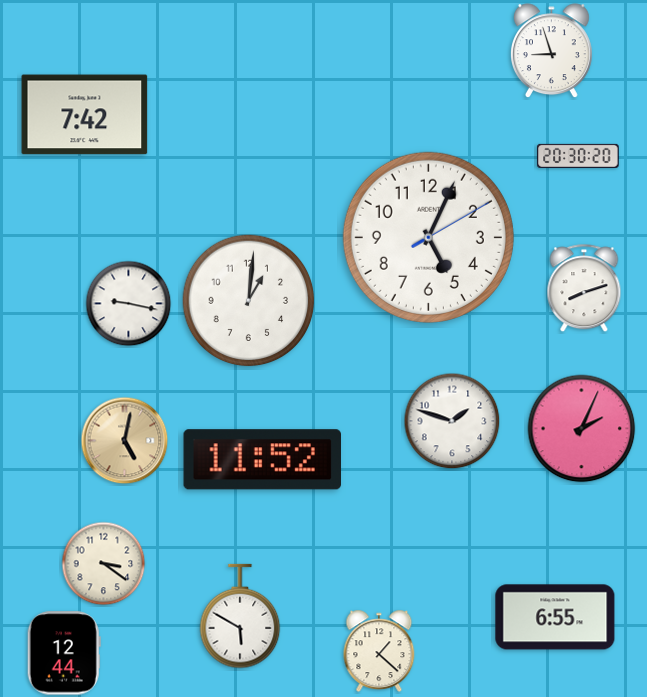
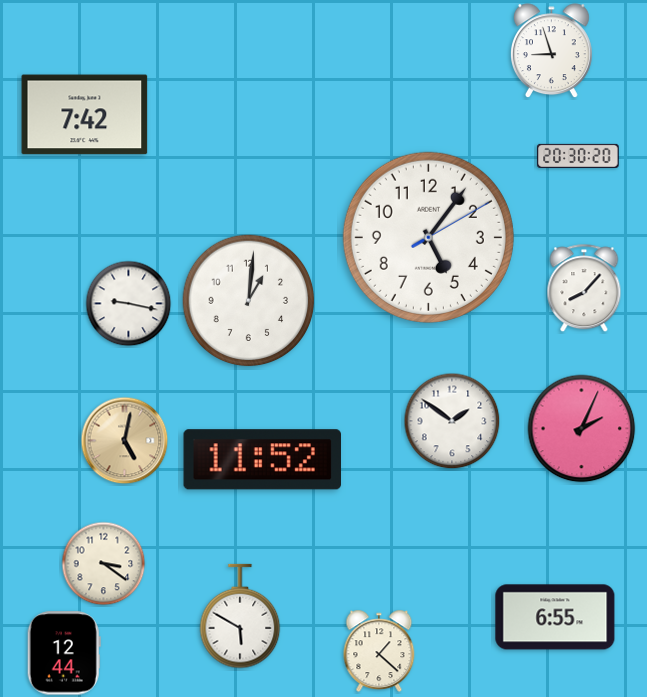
clock at (428, 237): 5:04 -> 5:06
clock at (584, 289): 8:12 -> 8:07
clock at (452, 421): 1:48 -> 1:51
